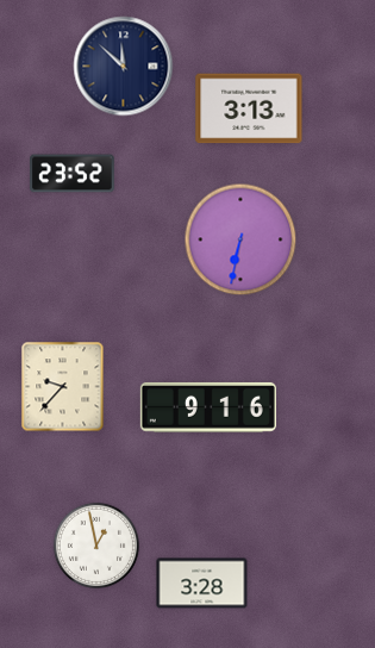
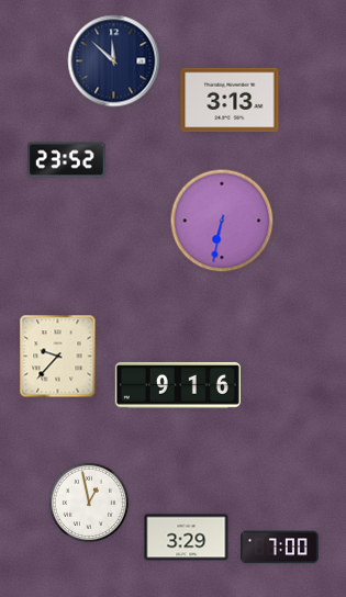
clock at (208, 407) position: (208, 407) -> (178, 385)
clock at (202, 584): 3:28 -> 3:29
clock at (280, 548): none -> 7:00
